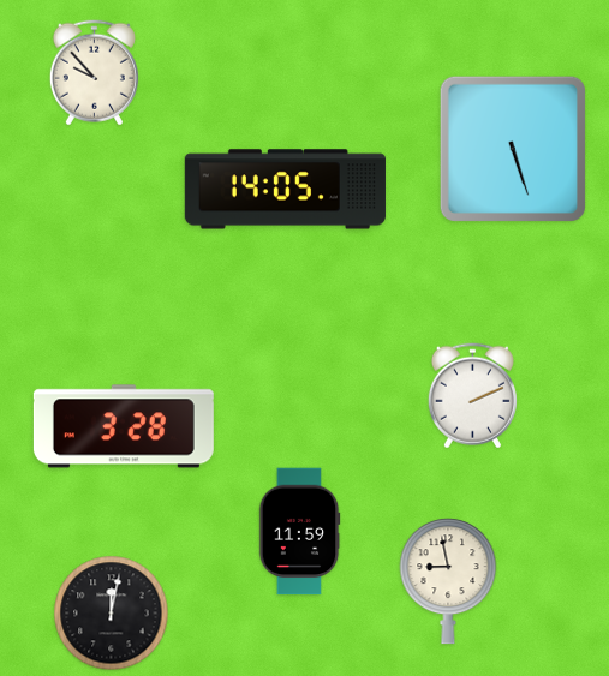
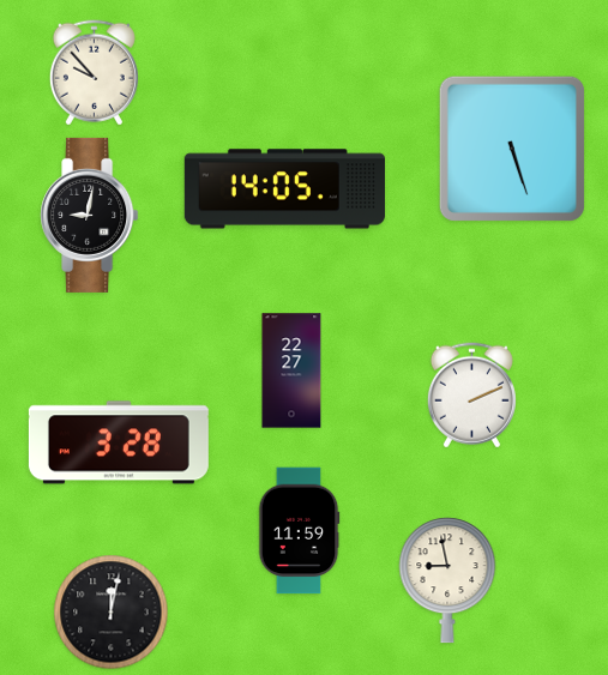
clock at (90, 215): none -> 9:02
clock at (291, 370): none -> 22:27
clock at (124, 426) position: (124, 426) -> (119, 442)
